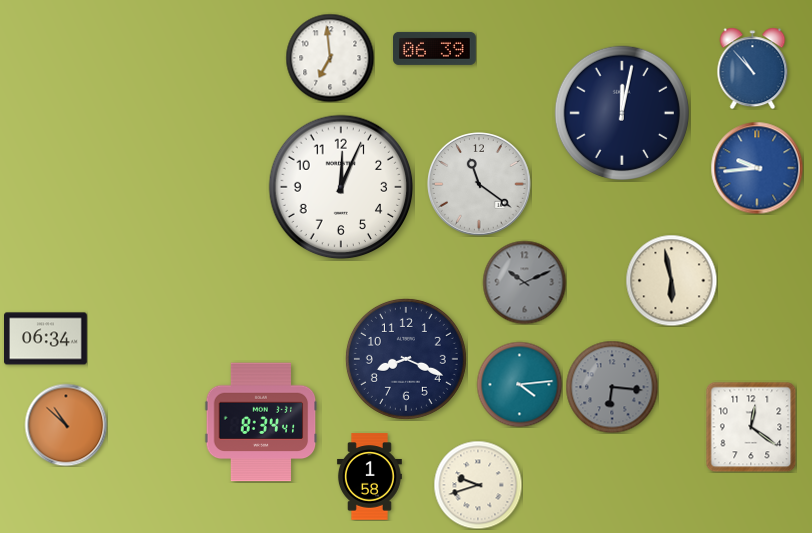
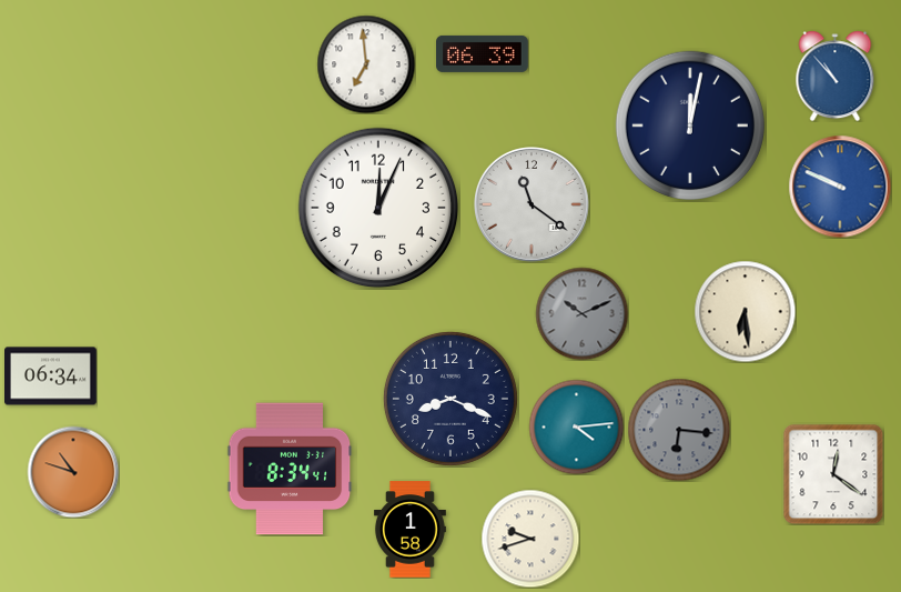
clock at (757, 168): 9:44 -> 9:49
clock at (671, 280): 5:58 -> 6:29
clock at (66, 425): 10:52 -> 10:48
